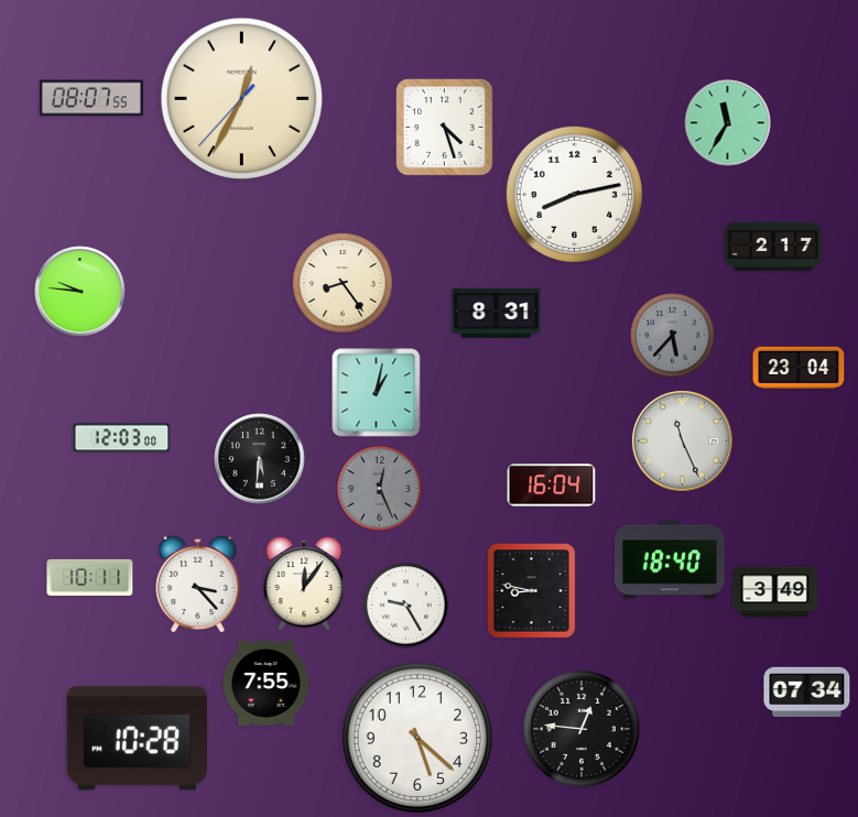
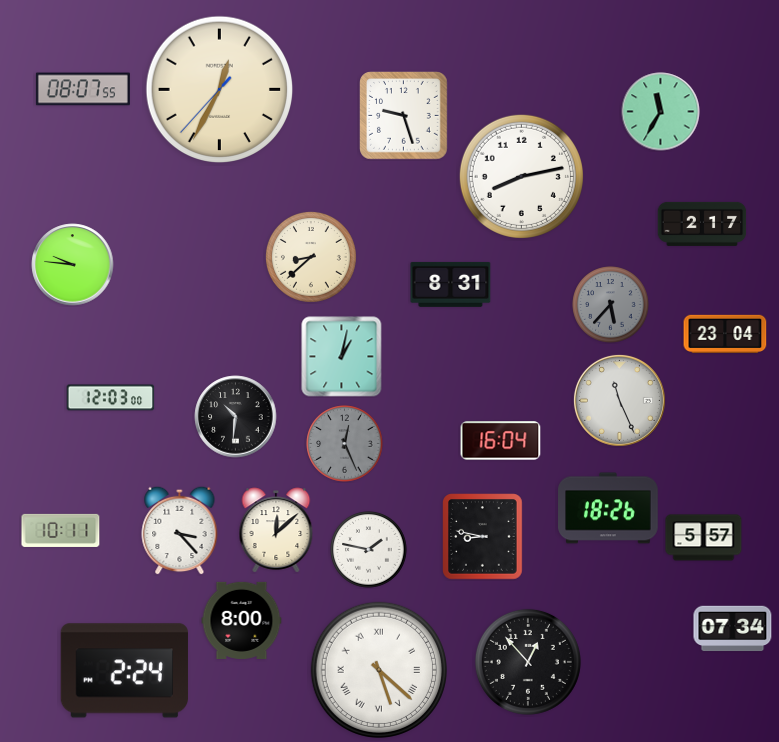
clock at (445, 128): 4:27 -> 9:27
clock at (343, 284): 8:24 -> 8:38
clock at (260, 459): 5:31 -> 10:31
clock at (670, 559): 18:40 -> 18:26
clock at (90, 577) position: (90, 577) -> (61, 530)
clock at (304, 584): 12:06 -> 12:08
clock at (775, 592): 3:49 -> 5:57
clock at (406, 606): 9:25 -> 1:47
clock at (267, 683): 7:55 -> 8:00
clock at (582, 729): 12:46 -> 12:53
clock at (417, 738) numerals: Arabic -> Roman
clock at (137, 739): 10:28 -> 2:24
